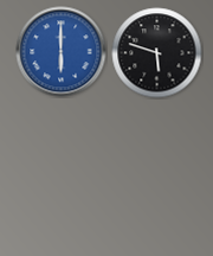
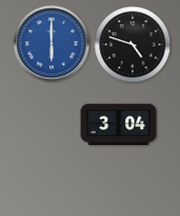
clock at (157, 53): 5:48 -> 4:48
clock at (119, 125): none -> 3:04
